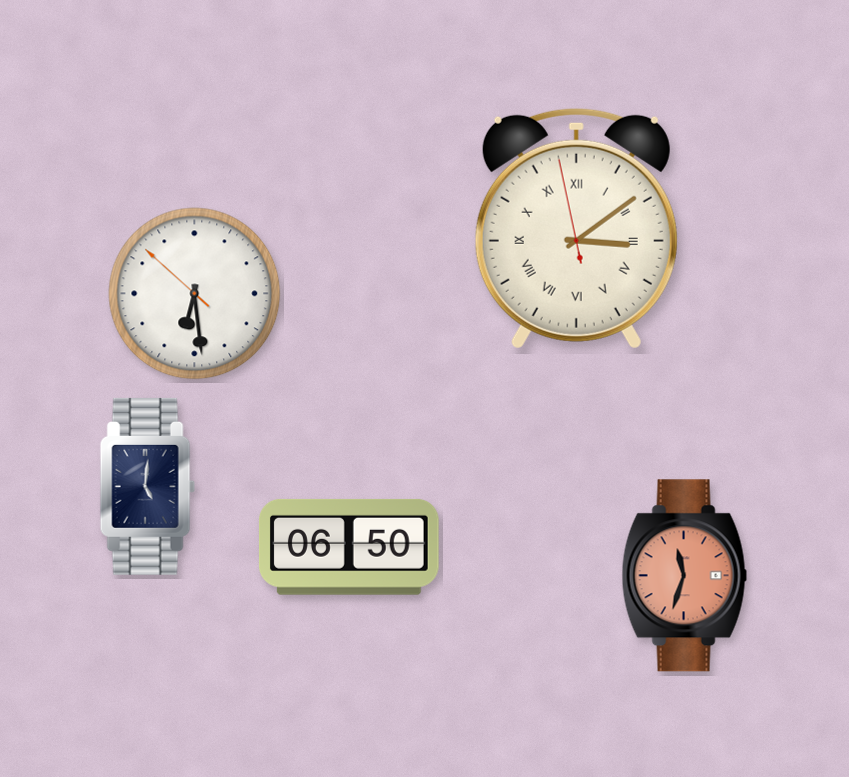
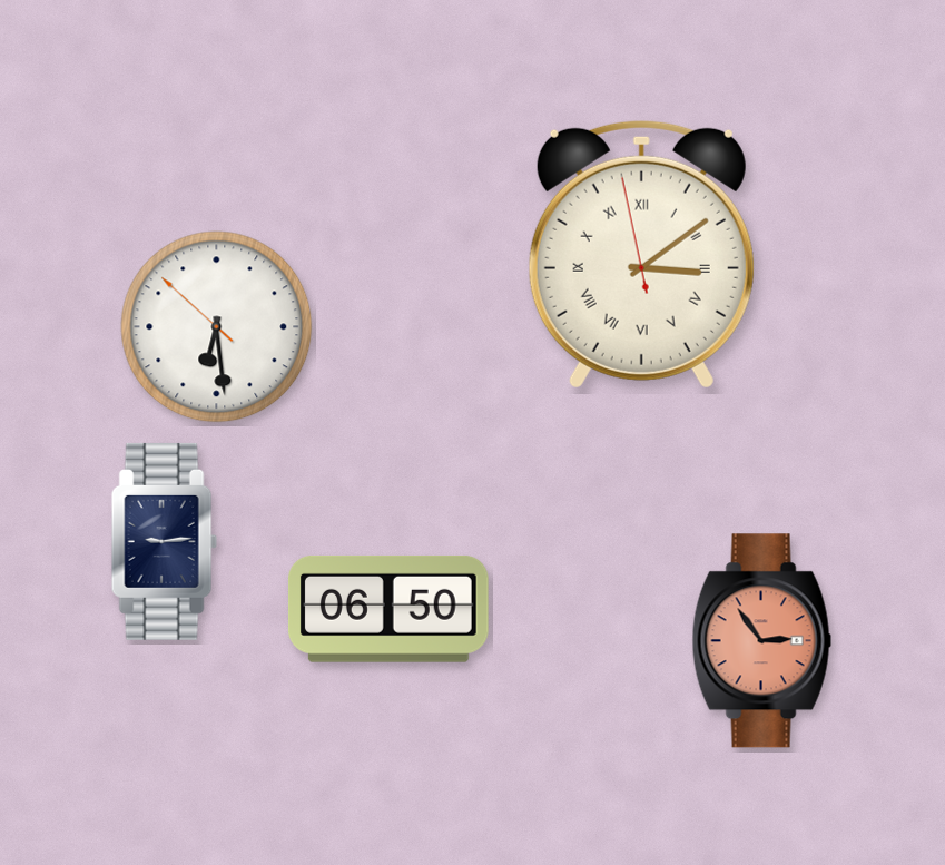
clock at (147, 486): 5:01 -> 9:14
clock at (684, 576): 11:33 -> 2:54
